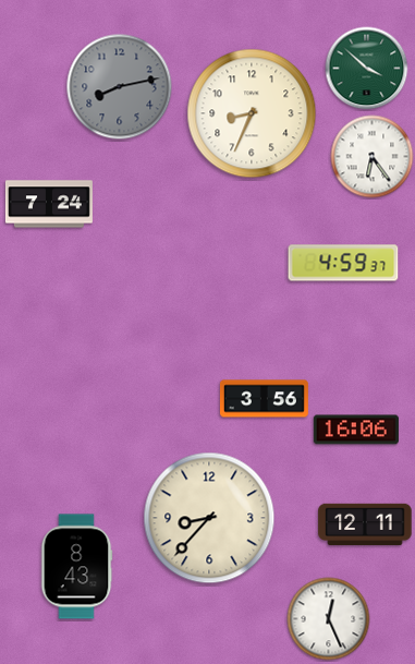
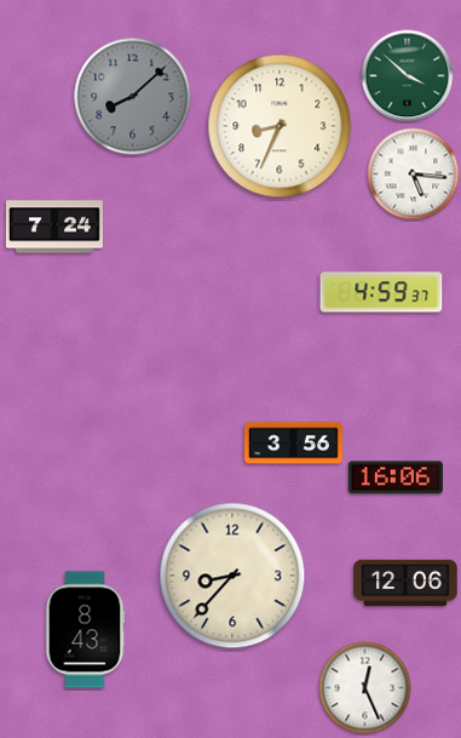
clock at (120, 87): 8:13 -> 8:08
clock at (373, 157): 6:24 -> 5:16
clock at (365, 524): 12:11 -> 12:06
